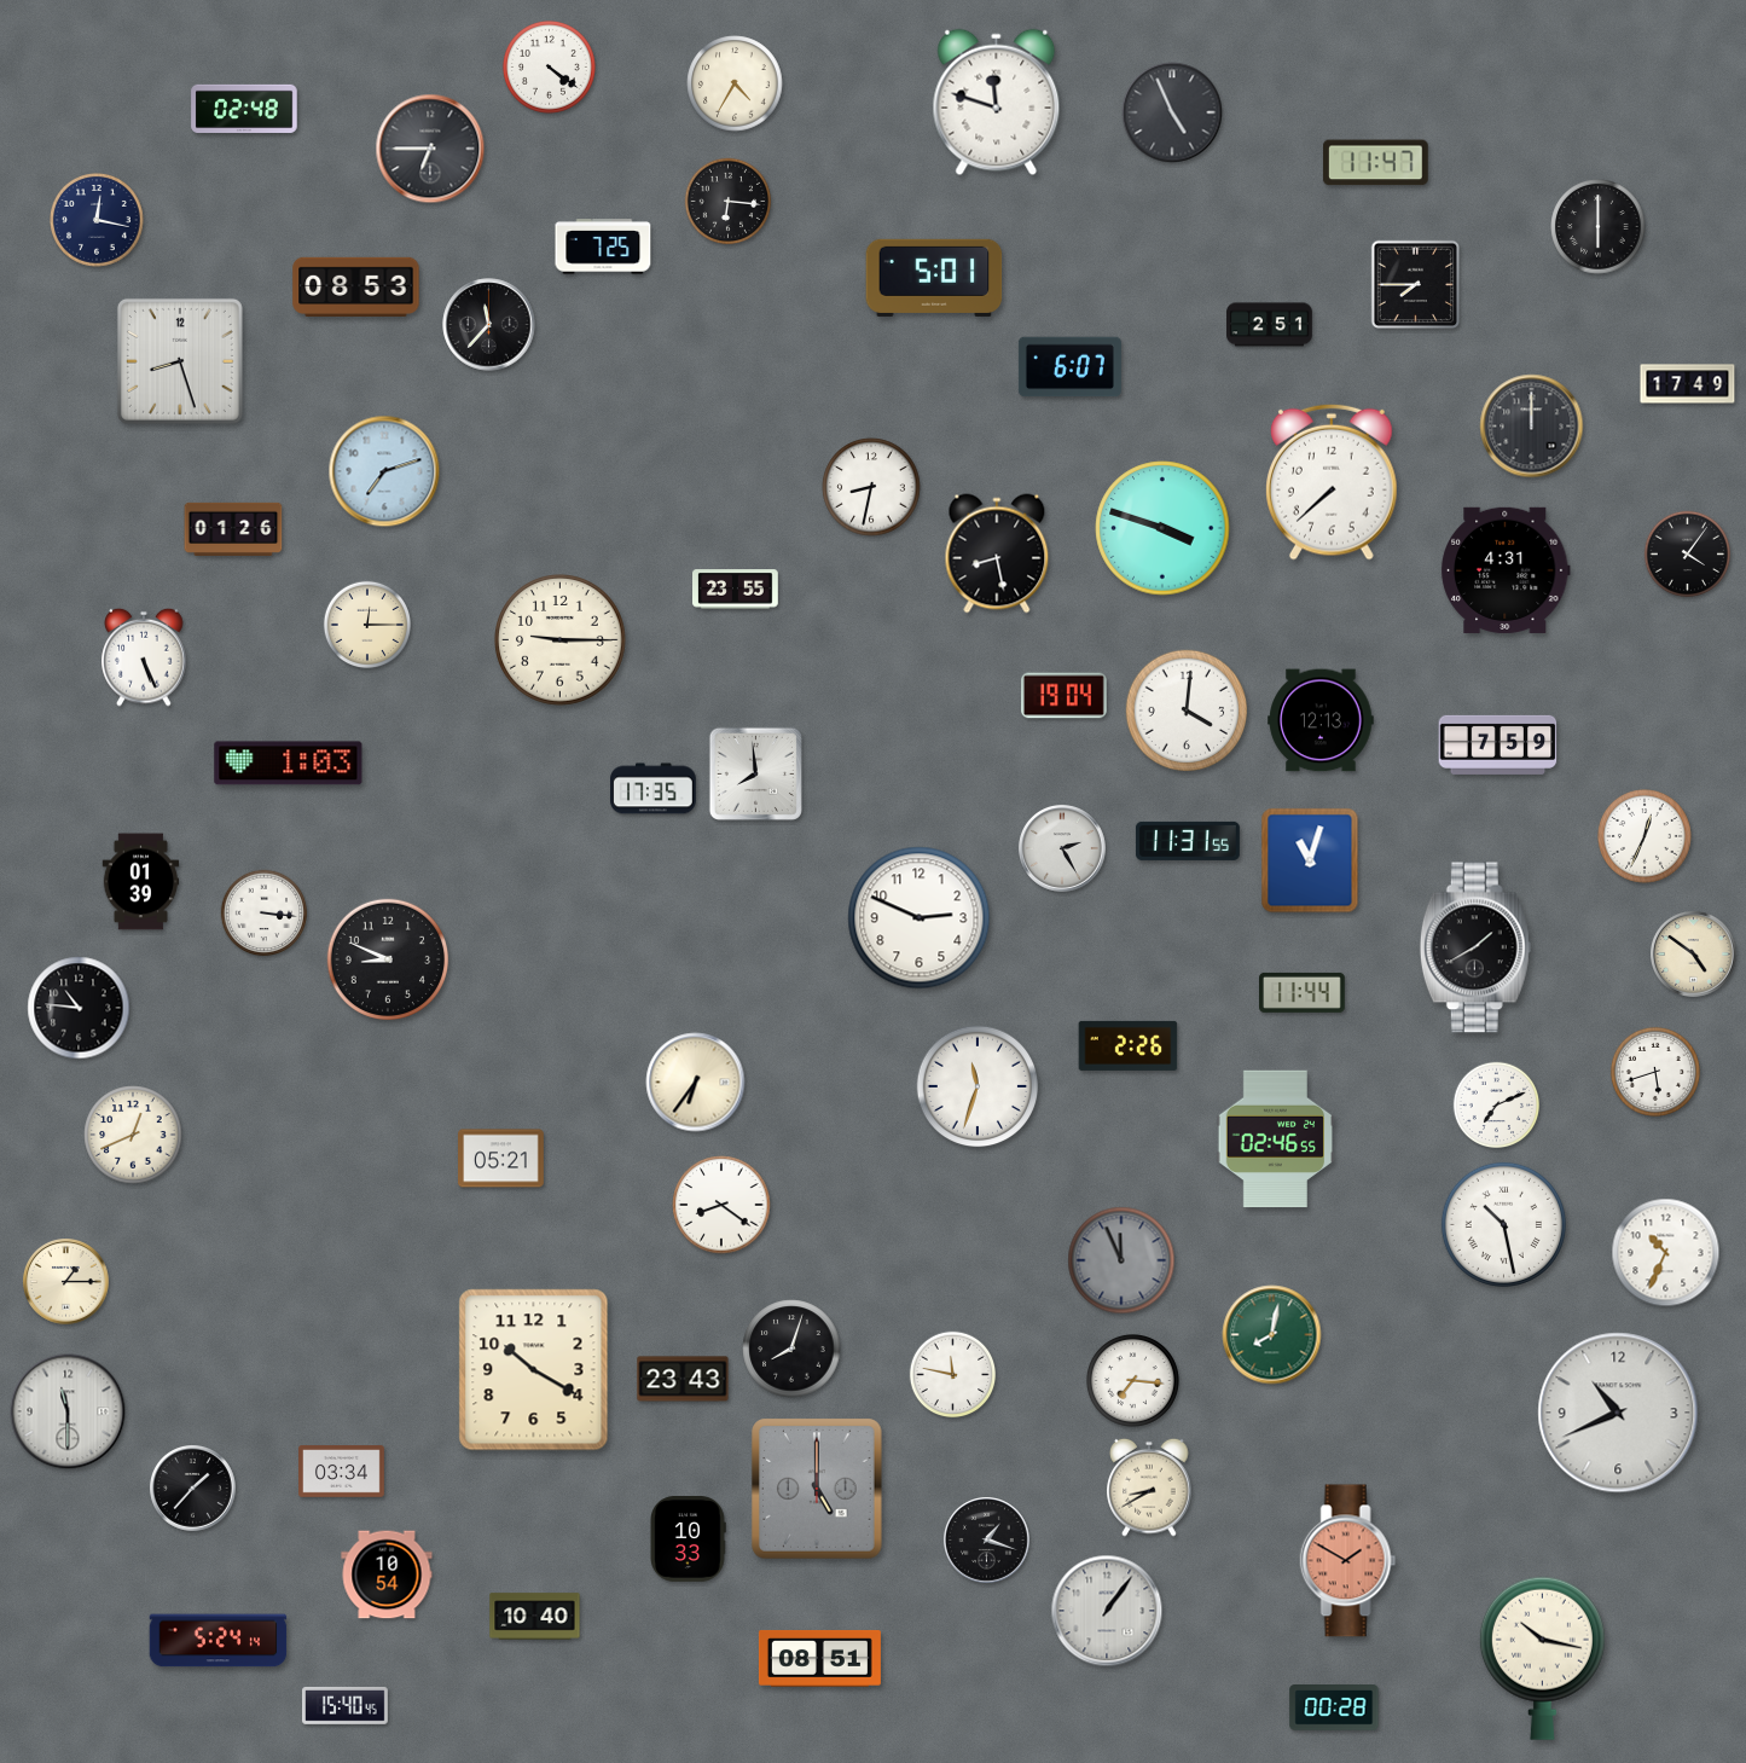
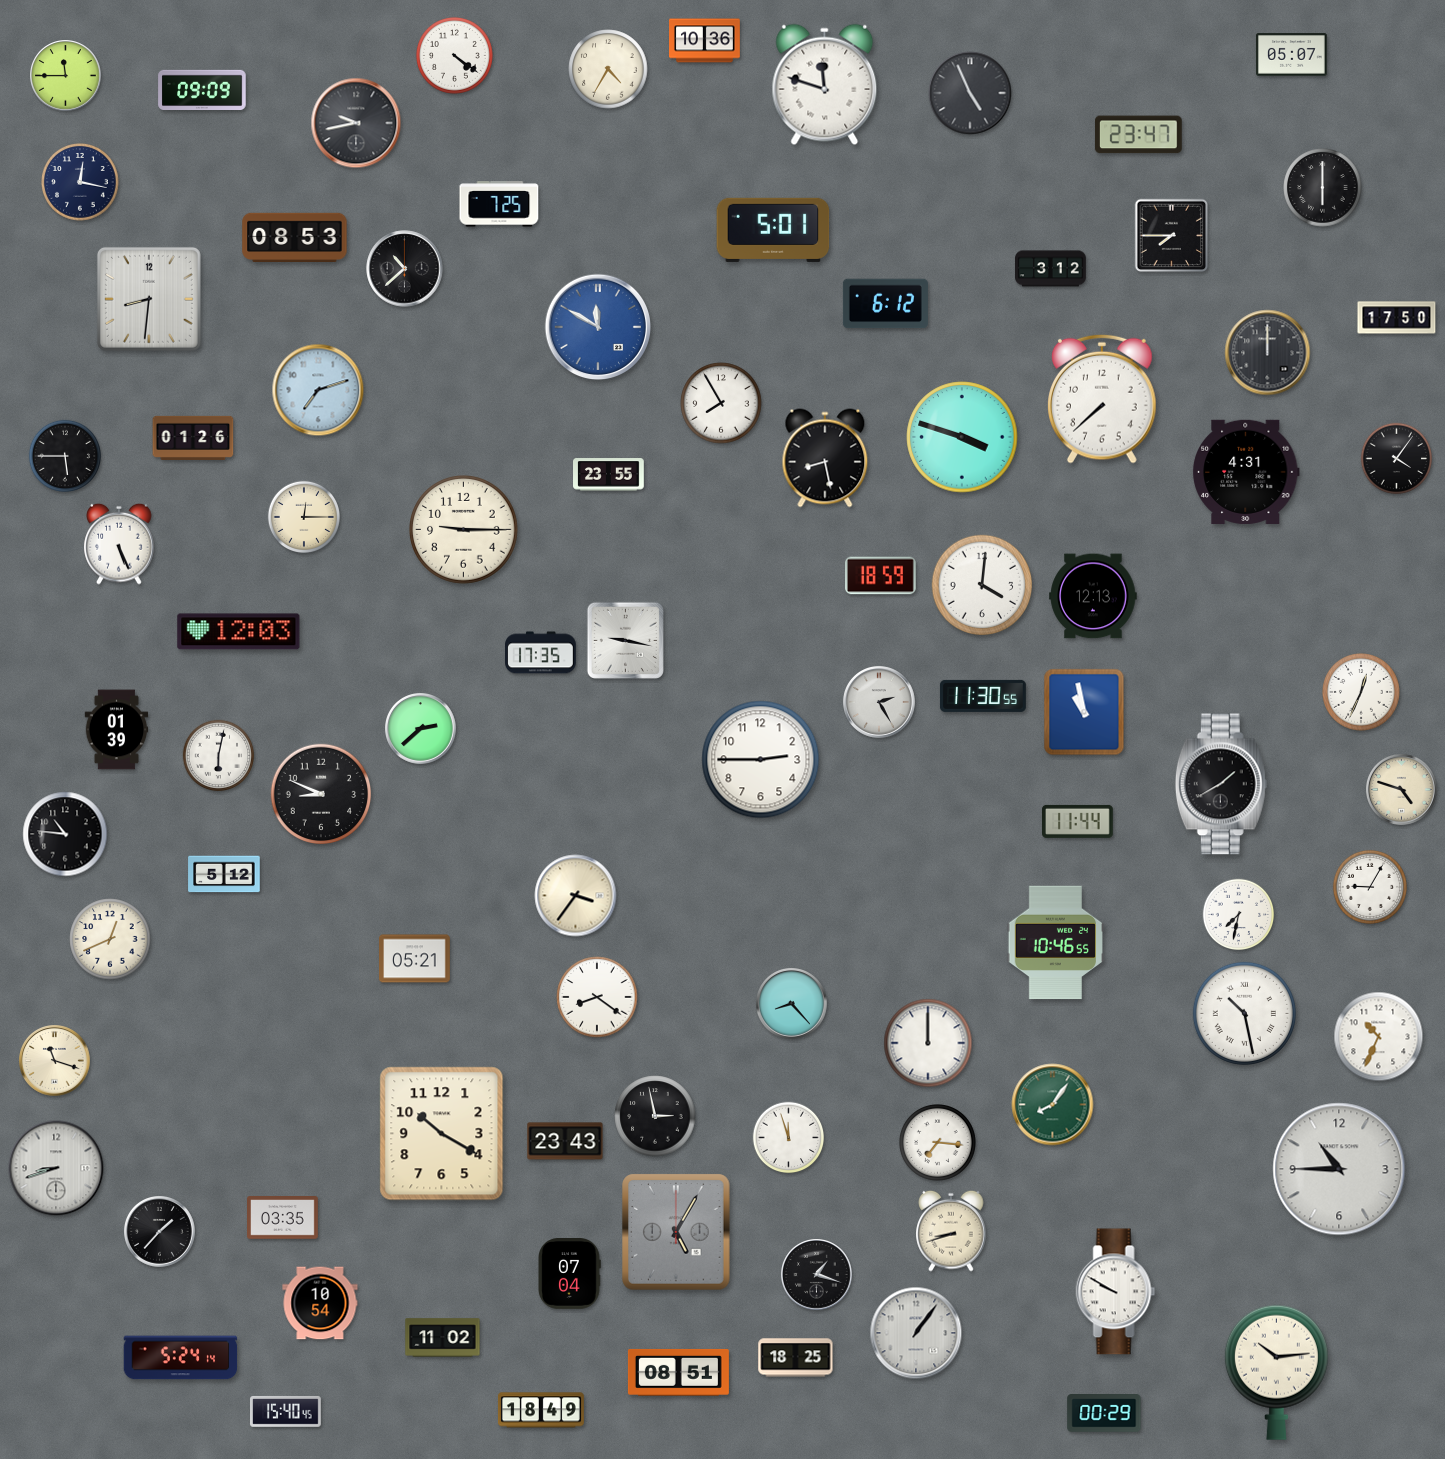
clock at (705, 41): none -> 10:36
clock at (1292, 55): none -> 05:07
clock at (66, 76): none -> 11:45
clock at (244, 108): 02:48 -> 09:09
clock at (430, 149): 6:45 -> 9:43
clock at (1375, 163): 11:47 -> 23:47
clock at (729, 202): 6:16 -> none
clock at (489, 325): 11:37 -> 10:38
clock at (1270, 325): 2:51 -> 3:12
clock at (180, 361): 8:27 -> 8:31
clock at (1069, 367): 6:07 -> 6:12
clock at (1688, 384): 17:49 -> 17:50
clock at (598, 327): none -> 11:50
clock at (871, 487): 8:32 -> 7:55
clock at (64, 455): none -> 5:45
clock at (736, 590) position: (736, 590) -> (609, 475)
clock at (1065, 696): 19:04 -> 18:59
clock at (1187, 711) position: (1187, 711) -> (982, 585)
clock at (1498, 744): 7:59 -> none
clock at (289, 764): 1:03 -> 12:03
clock at (755, 773): 7:59 -> 9:17
clock at (1188, 841): 11:31 -> 11:30
clock at (1310, 860): 11:03 -> 10:58
clock at (421, 729): none -> 2:38
clock at (265, 914): 3:16 -> 6:02
clock at (920, 918): 2:49 -> 2:45
clock at (1694, 955): 4:51 -> 4:48
clock at (1129, 1045): 2:26 -> none
clock at (224, 874): none -> 5:12
clock at (1655, 1072): 5:42 -> 9:05
clock at (696, 1083): 6:36 -> 3:36
clock at (978, 1086): 11:33 -> none
clock at (1497, 1106): 7:11 -> 7:32
clock at (1275, 1139): 02:46 -> 10:46
clock at (792, 1004): none -> 8:23
clock at (1121, 1260): 11:56 -> 12:00
clock at (1121, 1260) dial: grey -> white
clock at (66, 1282): 1:15 -> 11:18
clock at (1272, 1335): 8:02 -> 8:06
clock at (791, 1349): 8:03 -> 2:58
clock at (953, 1375): 11:47 -> 11:57
clock at (68, 1411): 11:30 -> 8:42
clock at (1618, 1413): 10:41 -> 10:45
clock at (342, 1472): 03:34 -> 03:35
clock at (1149, 1487): 8:40 -> 8:42
clock at (817, 1489): 5:00 -> 5:05
clock at (688, 1539): 10:33 -> 07:04
clock at (1348, 1561): 1:50 -> 9:50
clock at (1348, 1561) dial: salmon -> white
clock at (535, 1617): 10:40 -> 11:02
clock at (796, 1358): none -> 18:25
clock at (1542, 1658): 10:17 -> 10:14
clock at (541, 1410): none -> 18:49
clock at (1334, 1709): 00:28 -> 00:29
